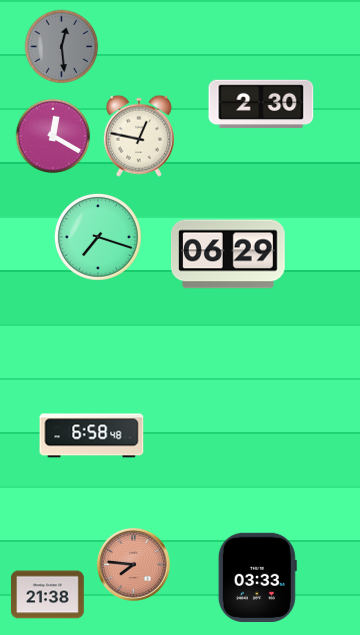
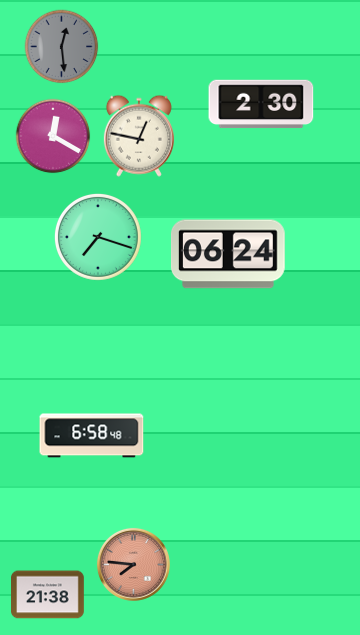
clock at (228, 254): 06:29 -> 06:24
clock at (257, 577): 03:33 -> none
